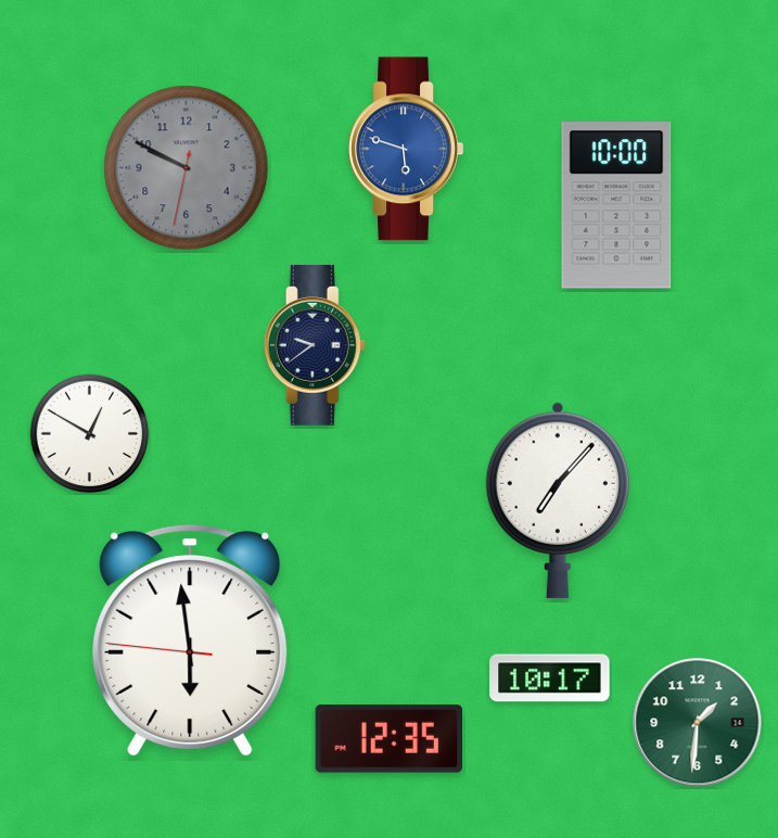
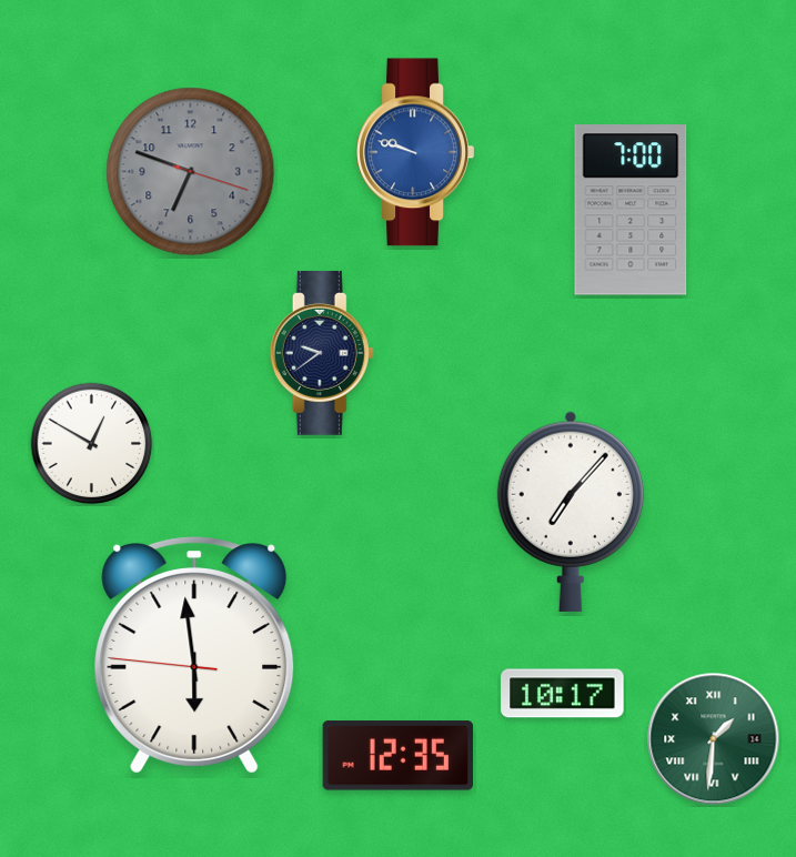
clock at (406, 149): 5:48 -> 9:48
clock at (187, 168): 9:49 -> 6:48
clock at (616, 205): 10:00 -> 7:00
clock at (698, 723) numerals: Arabic -> Roman
